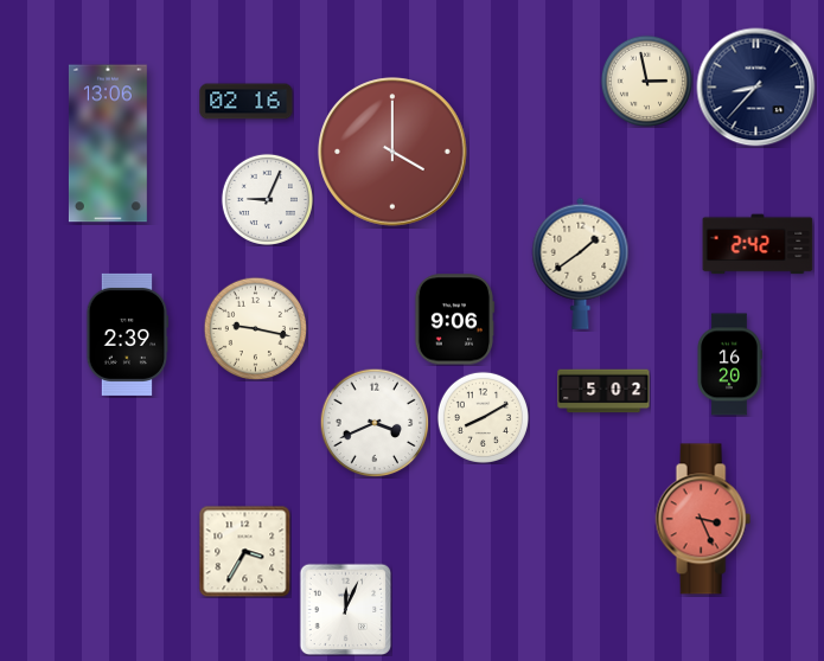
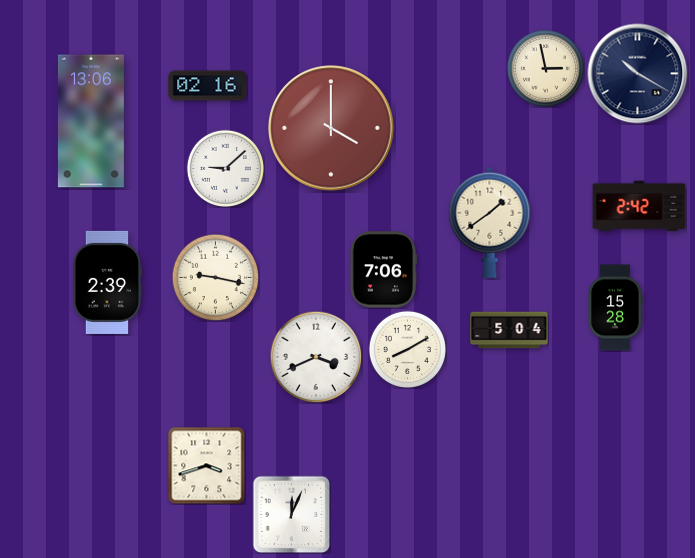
clock at (756, 88): 8:37 -> 10:20
clock at (267, 199): 9:04 -> 9:08
clock at (454, 320): 9:06 -> 7:06
clock at (729, 365): 16:20 -> 15:28
clock at (603, 391): 5:02 -> 5:04
clock at (483, 417) position: (483, 417) -> (407, 349)
clock at (703, 519): 3:26 -> none
clock at (244, 551): 3:35 -> 3:42
